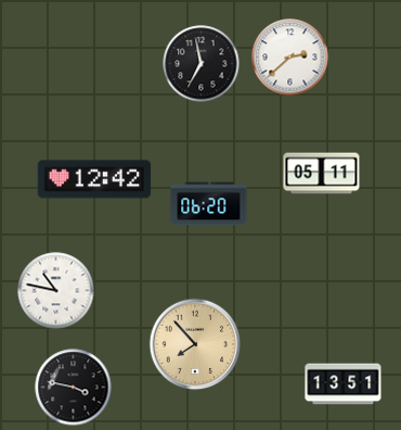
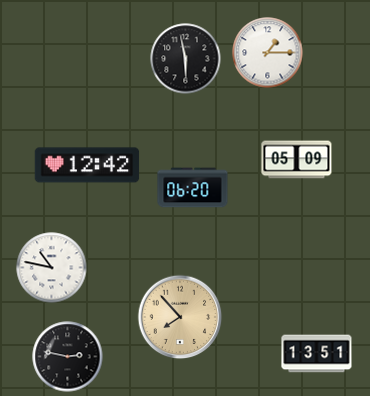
clock at (290, 58): 2:38 -> 1:15
clock at (202, 64): 6:58 -> 5:58
clock at (322, 174): 05:11 -> 05:09
clock at (74, 388): 3:47 -> 2:47
